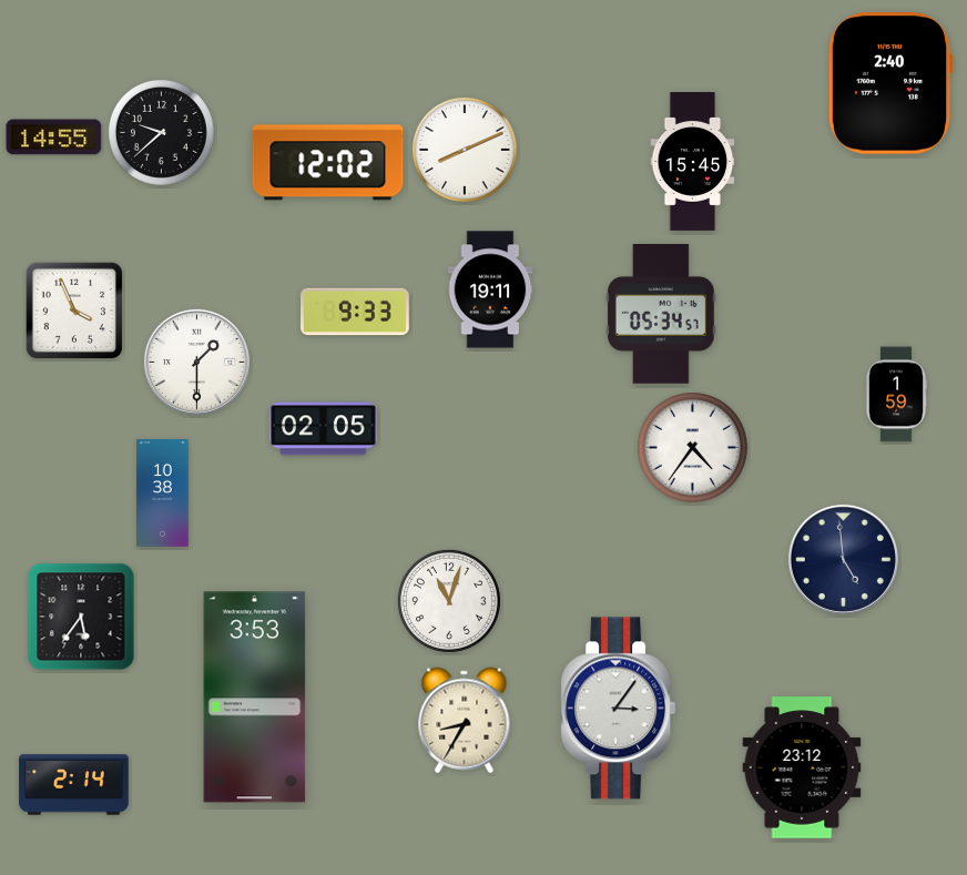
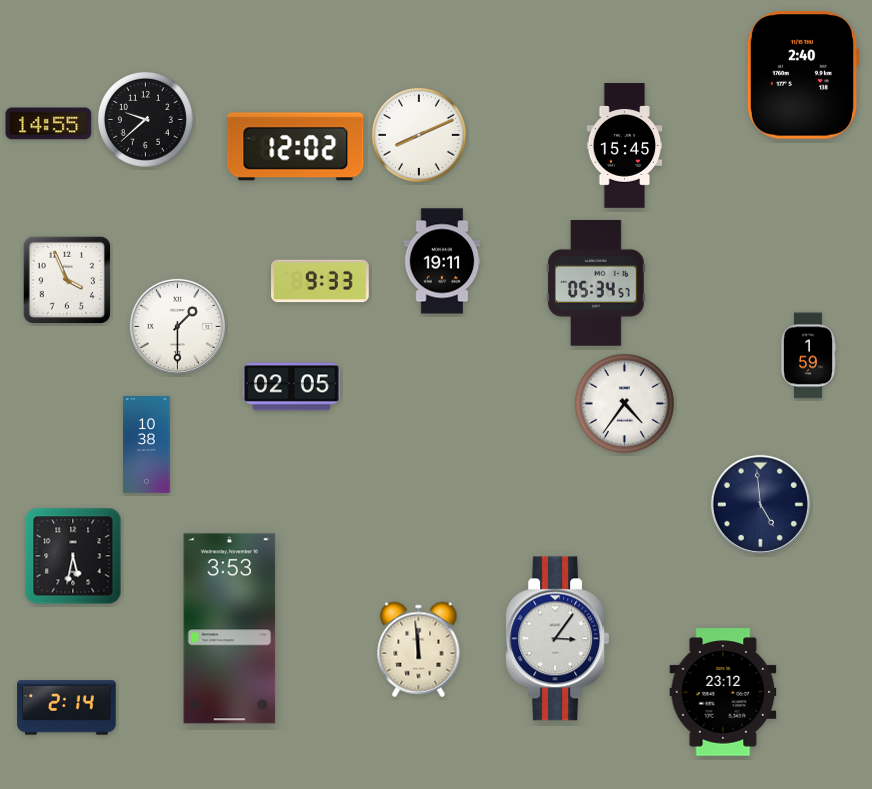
clock at (449, 601): 11:03 -> none
clock at (81, 617): 5:36 -> 5:32
clock at (465, 721): 8:35 -> 11:59
